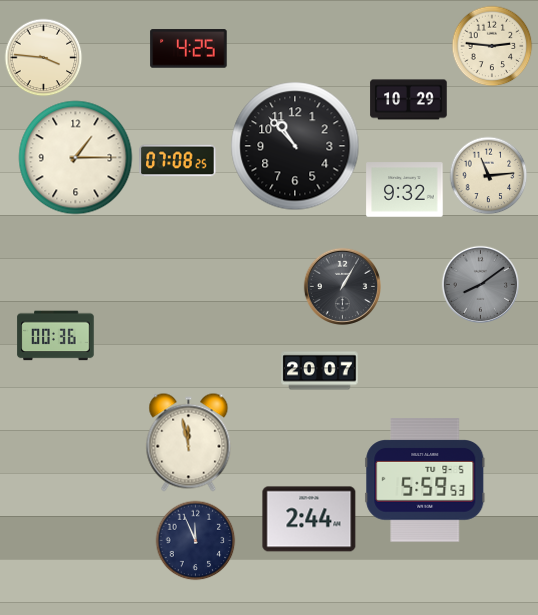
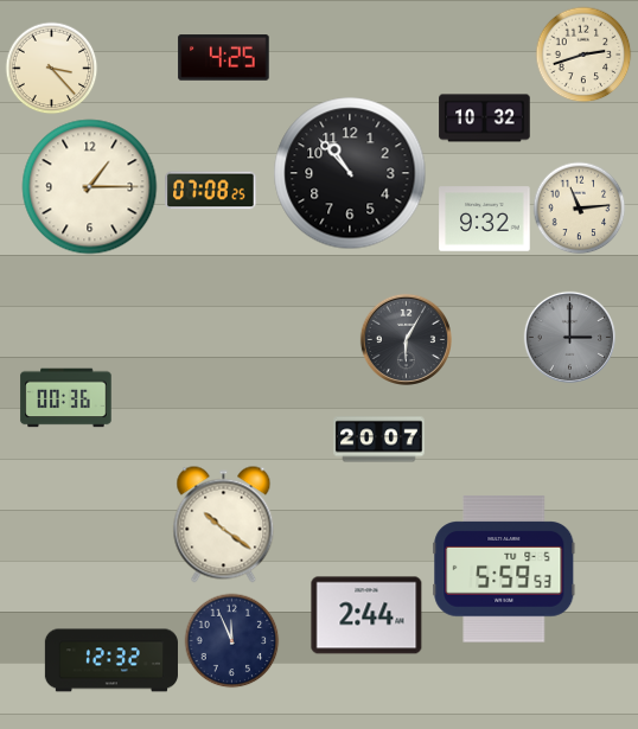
clock at (492, 46): 2:46 -> 2:42
clock at (43, 57): 3:46 -> 3:23
clock at (409, 100): 10:29 -> 10:32
clock at (405, 190) position: (405, 190) -> (485, 219)
clock at (480, 284): 8:09 -> 3:00
clock at (342, 286): 1:05 -> 6:05
clock at (189, 443): 11:58 -> 10:21
clock at (111, 660): none -> 12:32
